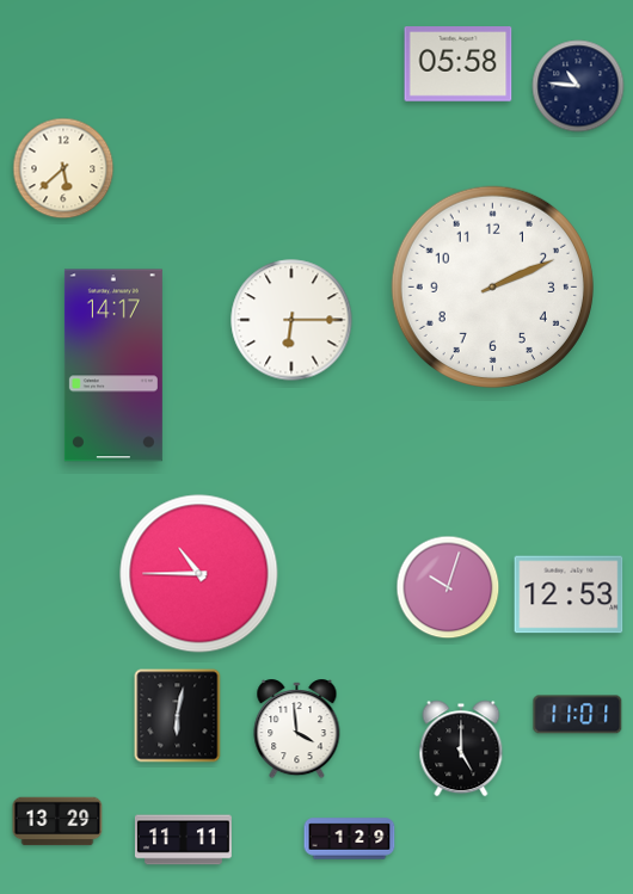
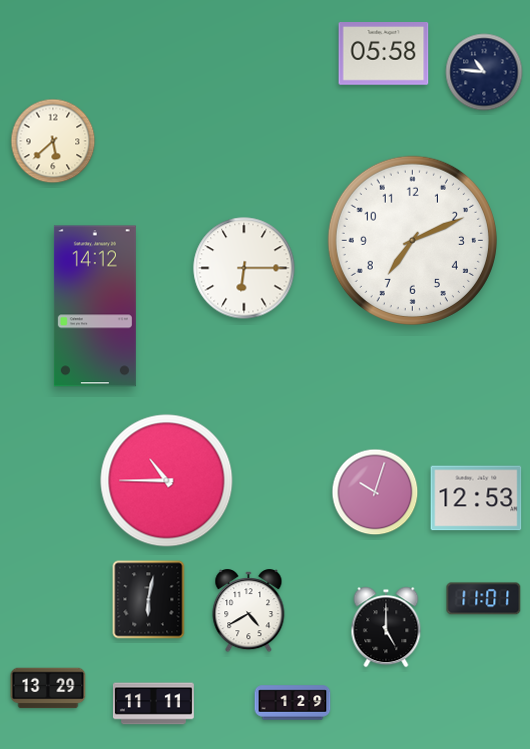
clock at (492, 286): 2:11 -> 7:11
clock at (113, 365): 14:17 -> 14:12
clock at (297, 729): 3:59 -> 4:40
